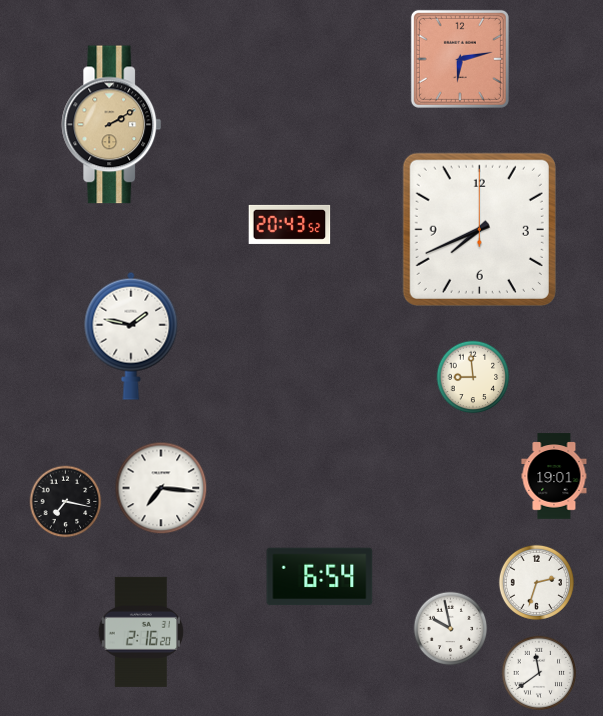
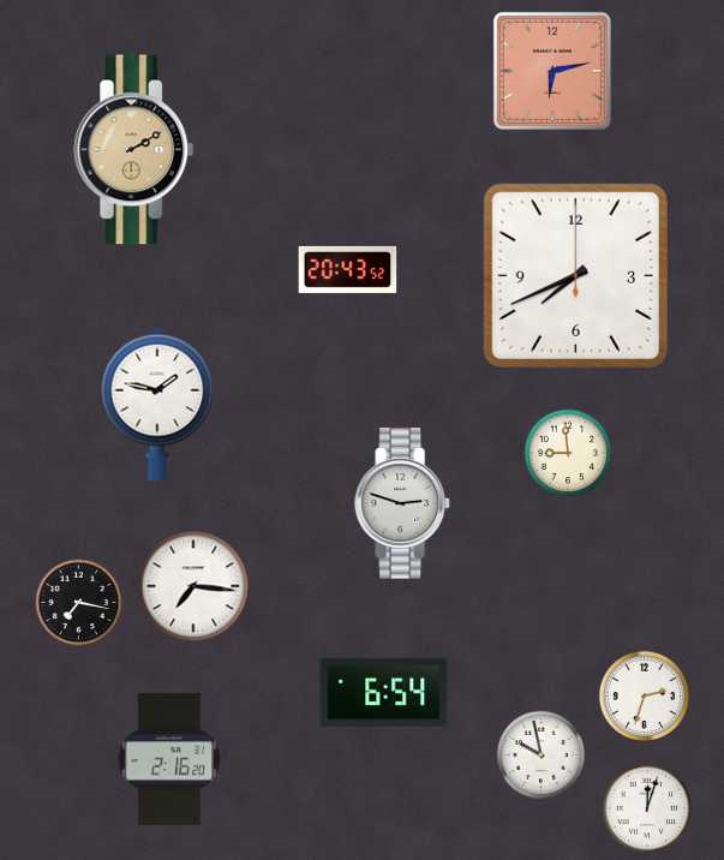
clock at (403, 503): none -> 2:48
clock at (554, 476): 19:01 -> none
clock at (536, 582) position: (536, 582) -> (644, 695)
clock at (539, 673): 11:39 -> 12:03
